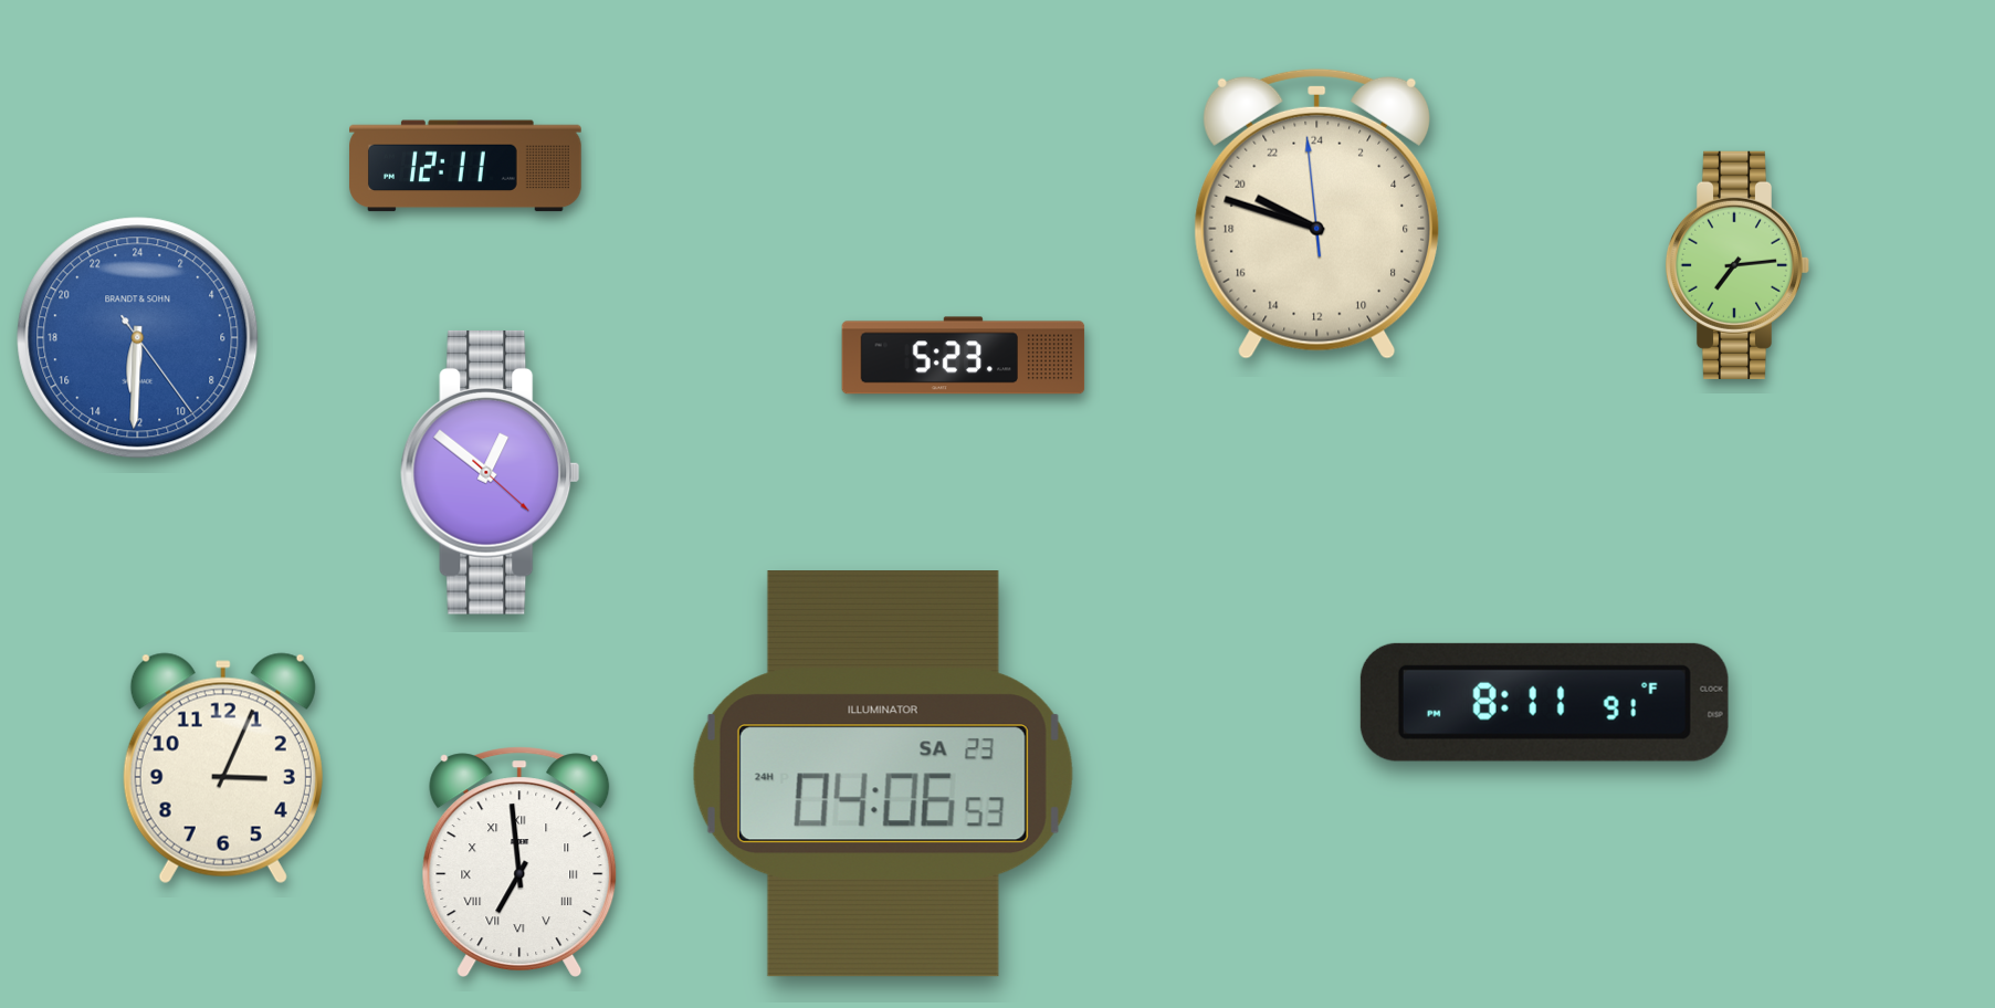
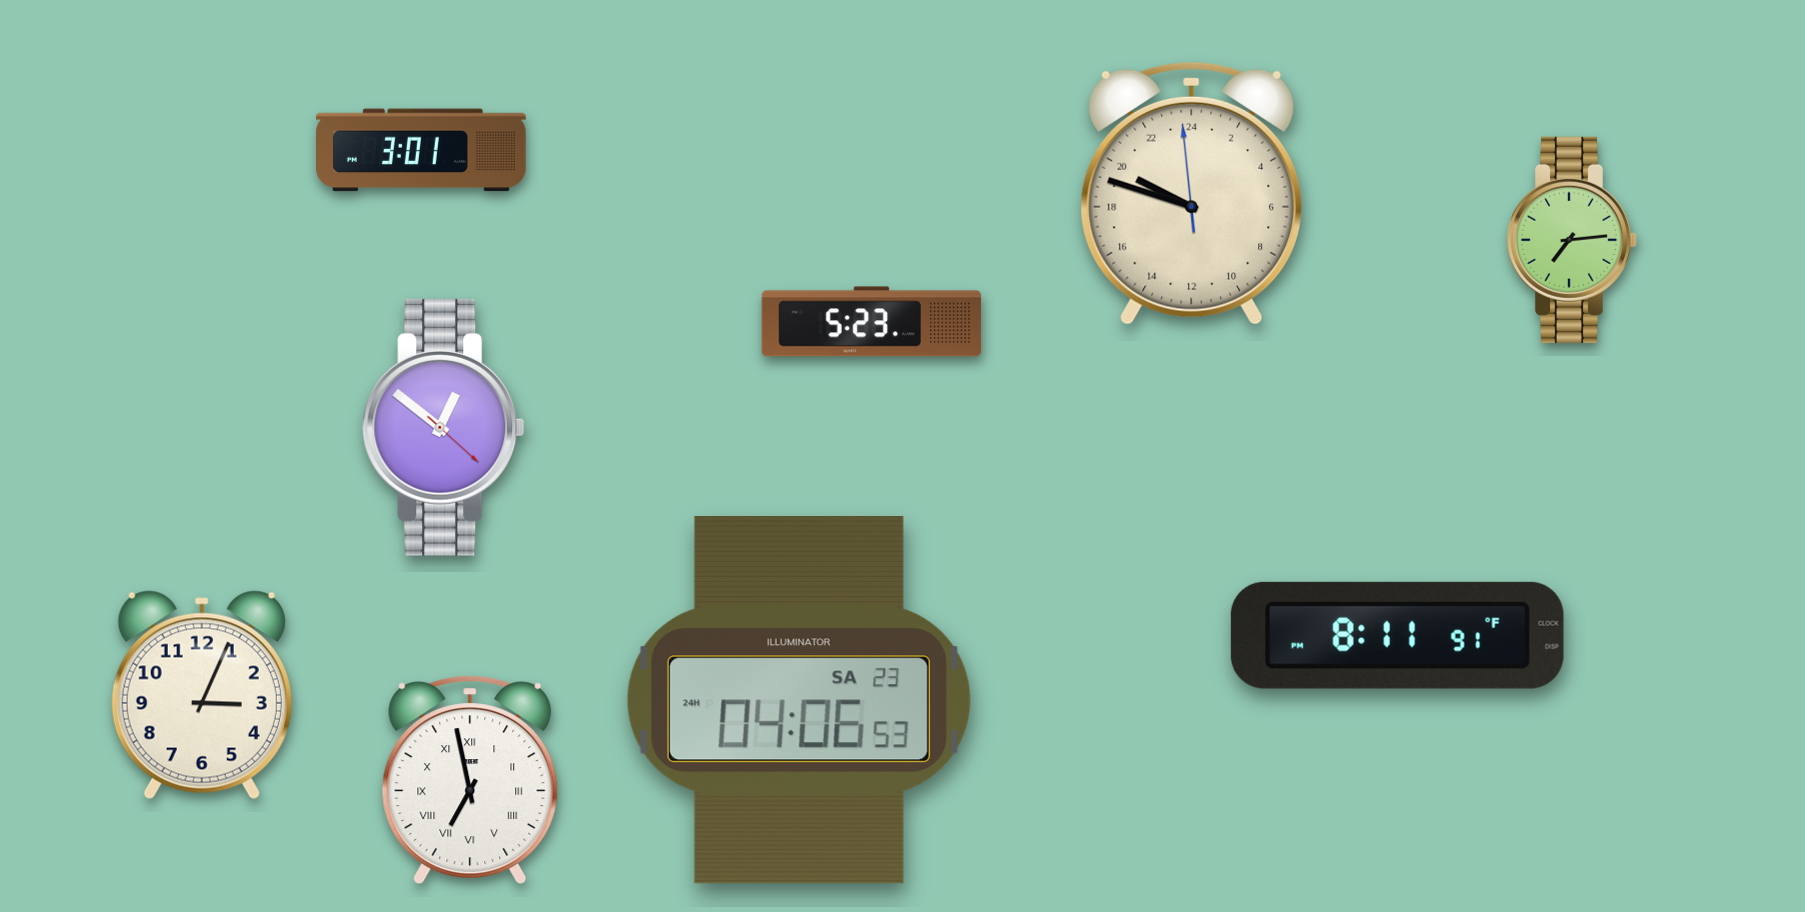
clock at (466, 166): 12:11 -> 3:01
clock at (138, 338): 12:30 -> none
clock at (519, 861): 6:59 -> 6:58
